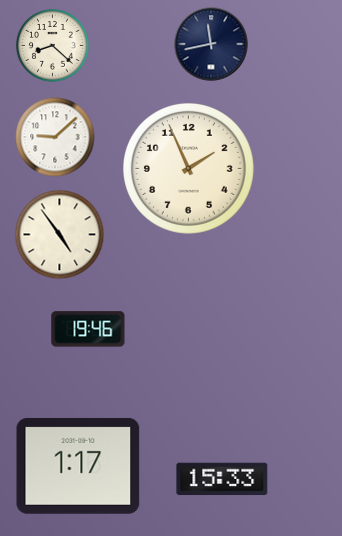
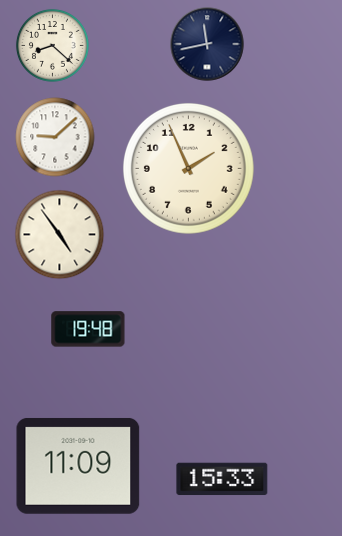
clock at (211, 44) position: (211, 44) -> (207, 44)
clock at (88, 329): 19:46 -> 19:48
clock at (78, 466): 1:17 -> 11:09
